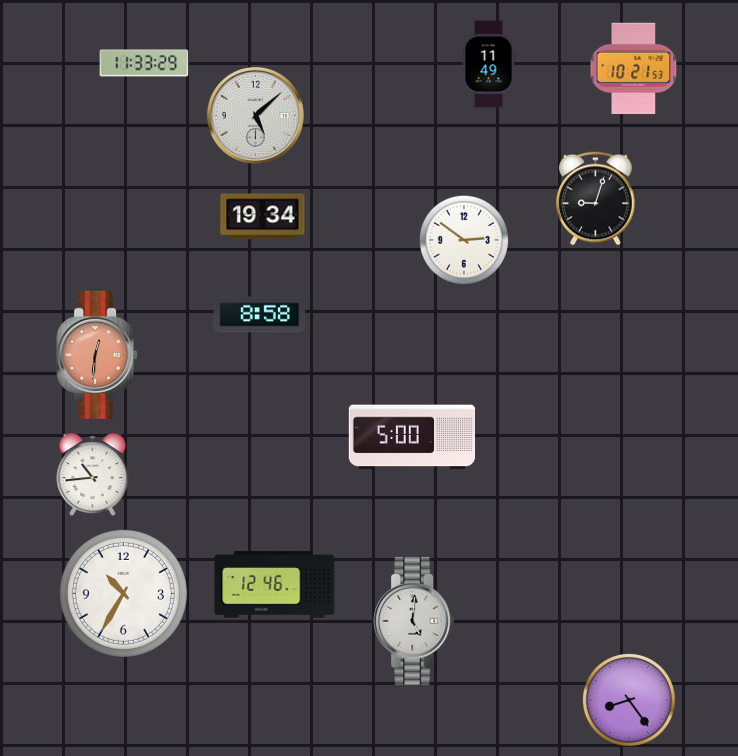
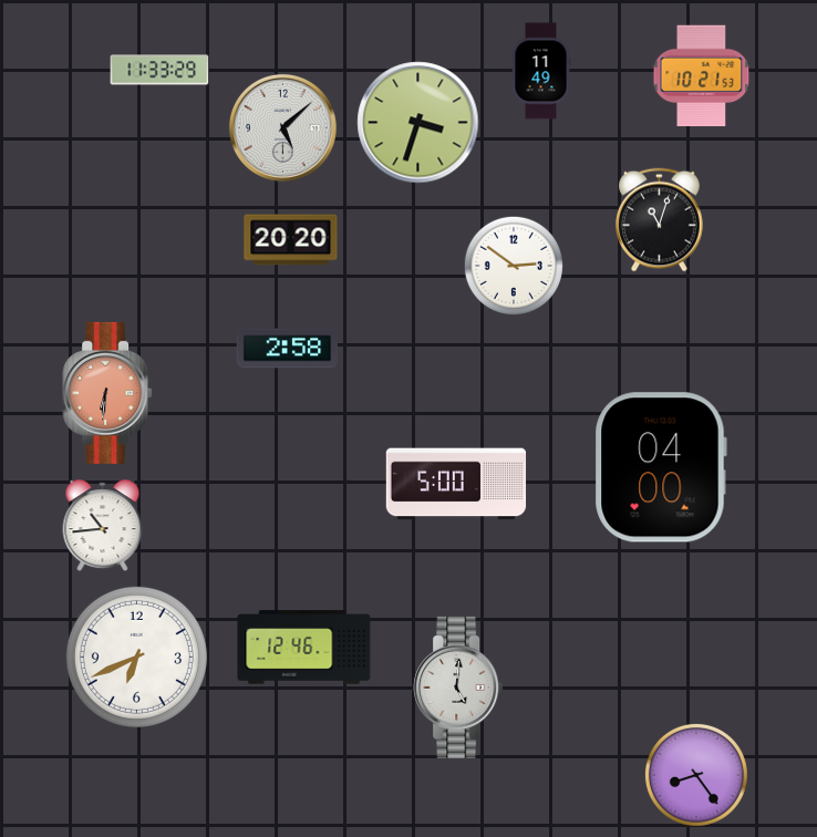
clock at (418, 123): none -> 3:33
clock at (596, 199): 9:03 -> 11:03
clock at (263, 217): 19:34 -> 20:20
clock at (260, 315): 8:58 -> 2:58
clock at (97, 355): 12:31 -> 6:31
clock at (661, 467): none -> 04:00
clock at (123, 593): 10:35 -> 6:41
